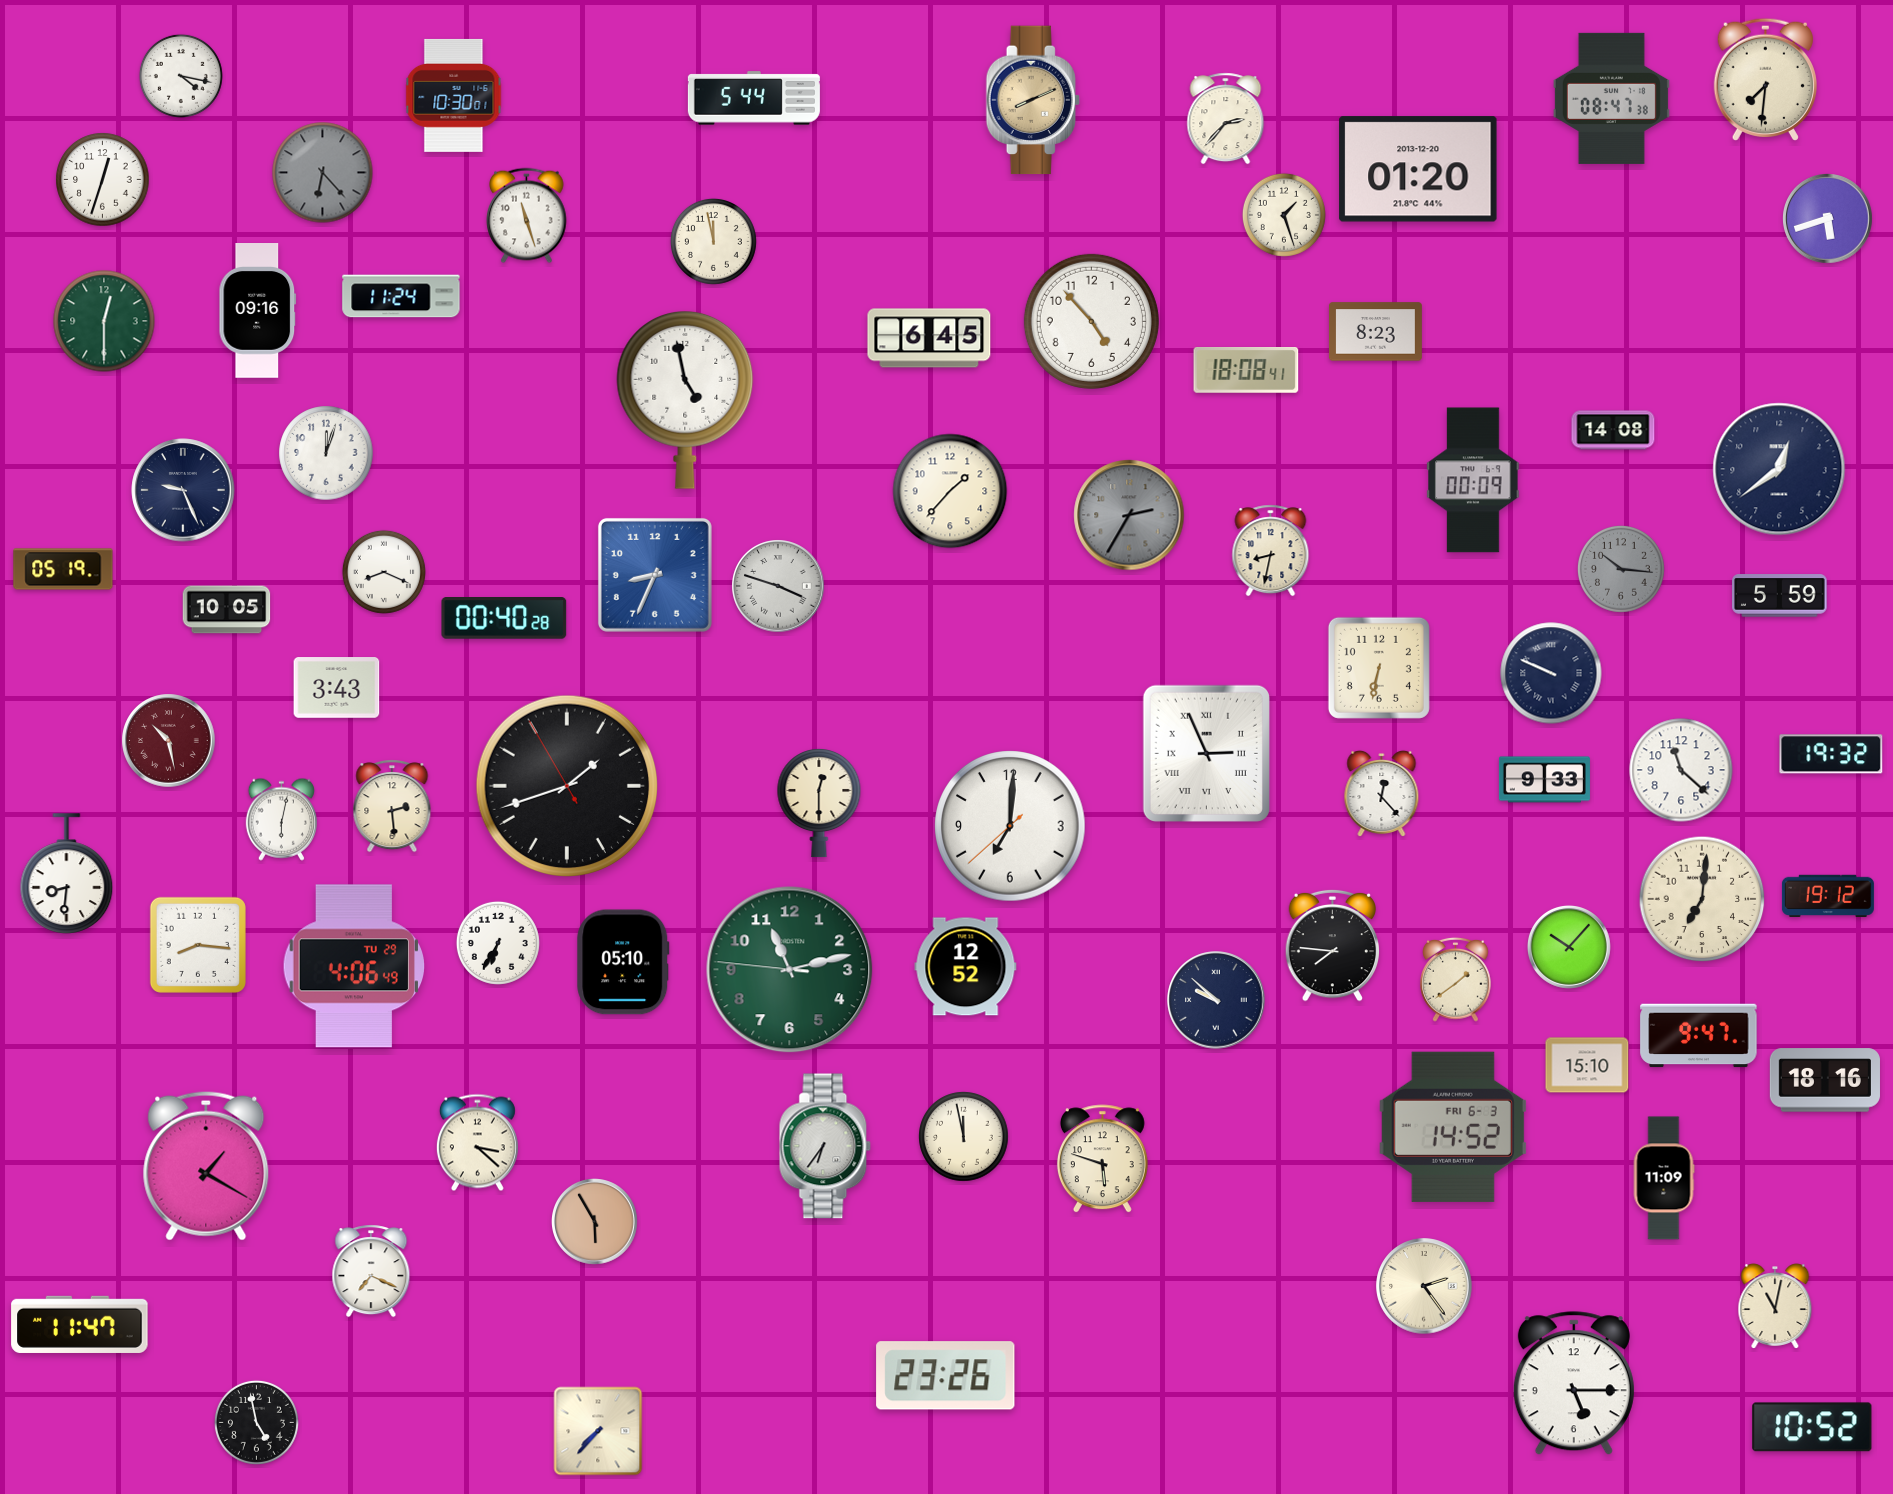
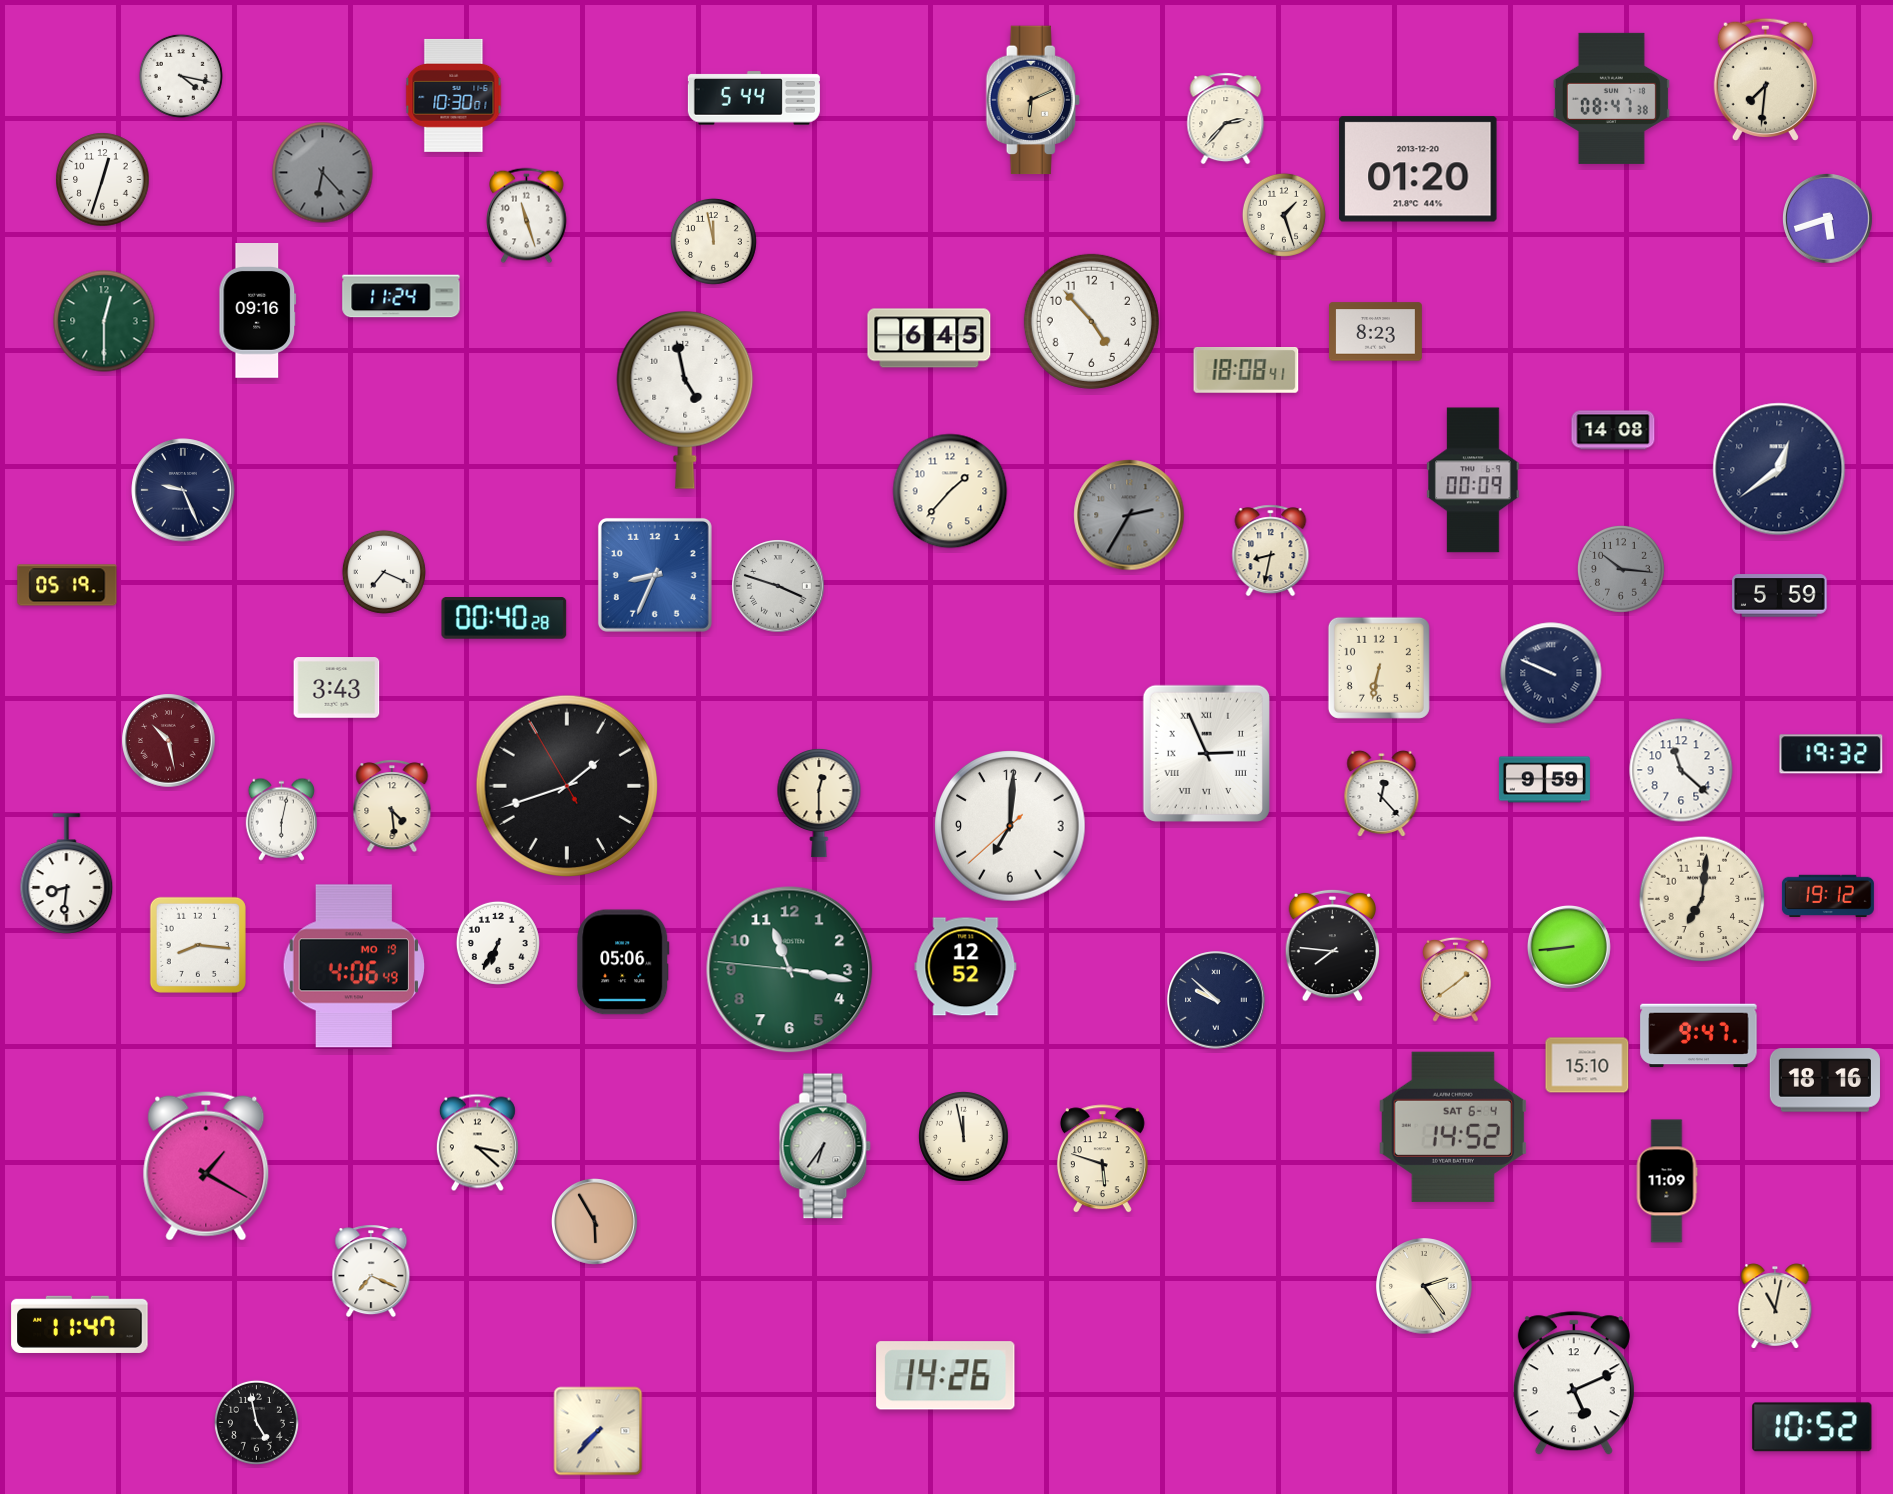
clock at (1033, 100): 8:11 -> 6:11
clock at (326, 453): 12:03 -> none
clock at (63, 569) position: (63, 569) -> (67, 585)
clock at (384, 572): 8:19 -> 7:19
clock at (227, 610): 10:05 -> none
clock at (1544, 780): 9:33 -> 9:59
clock at (392, 806): 2:29 -> 4:29
clock at (1569, 947): 10:07 -> 8:44
clock at (623, 962): 05:10 -> 05:06
clock at (353, 966) date: TU 29 -> MO 19
clock at (790, 970): 11:12 -> 11:16
clock at (1453, 1127) date: FRI 6-3 -> SAT 6-4
clock at (1664, 1178) position: (1664, 1178) -> (1667, 1181)
clock at (946, 1376): 23:26 -> 14:26
clock at (1574, 1384): 5:15 -> 5:11
